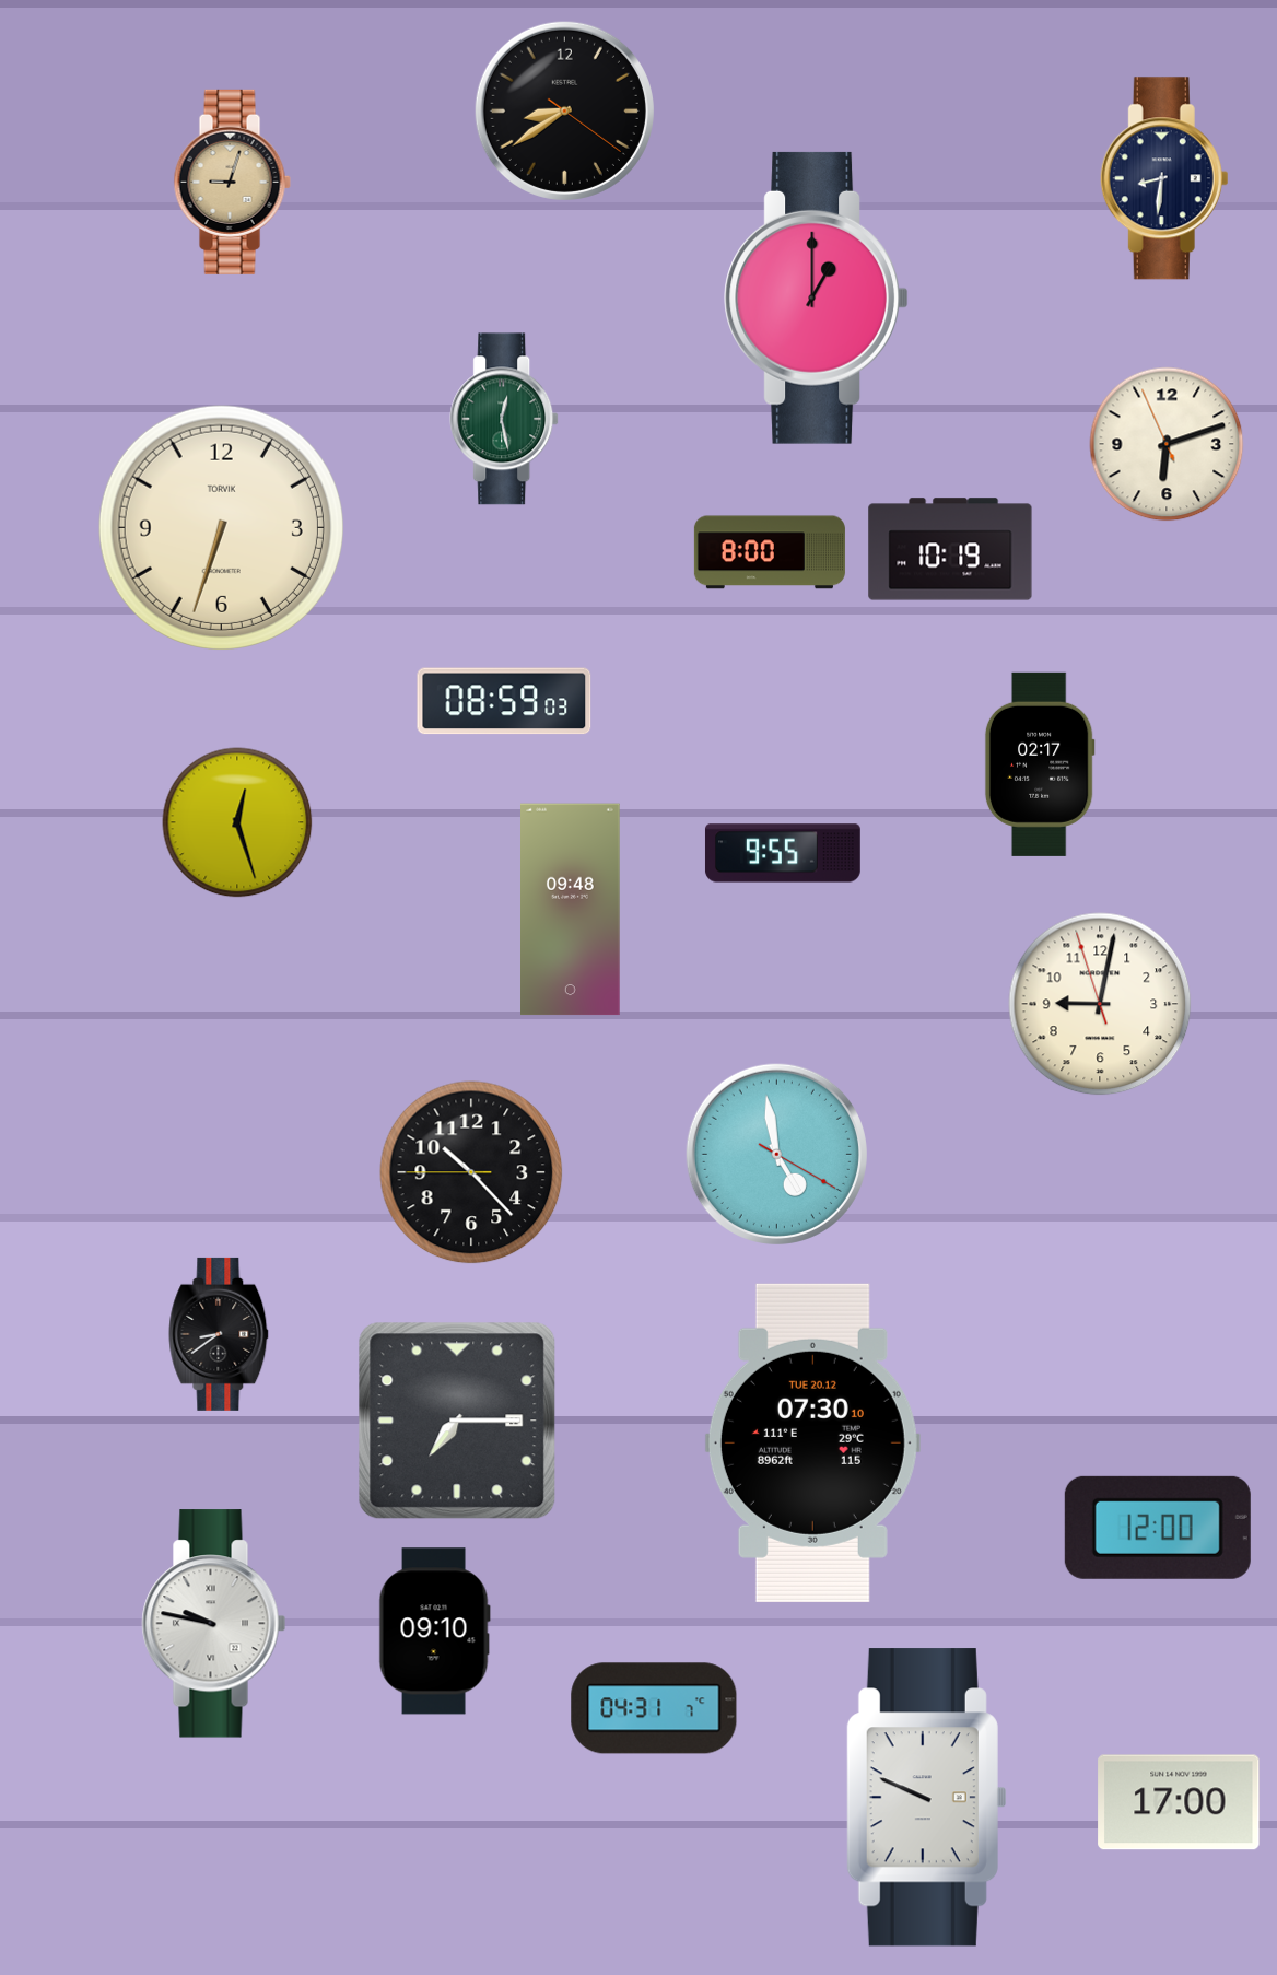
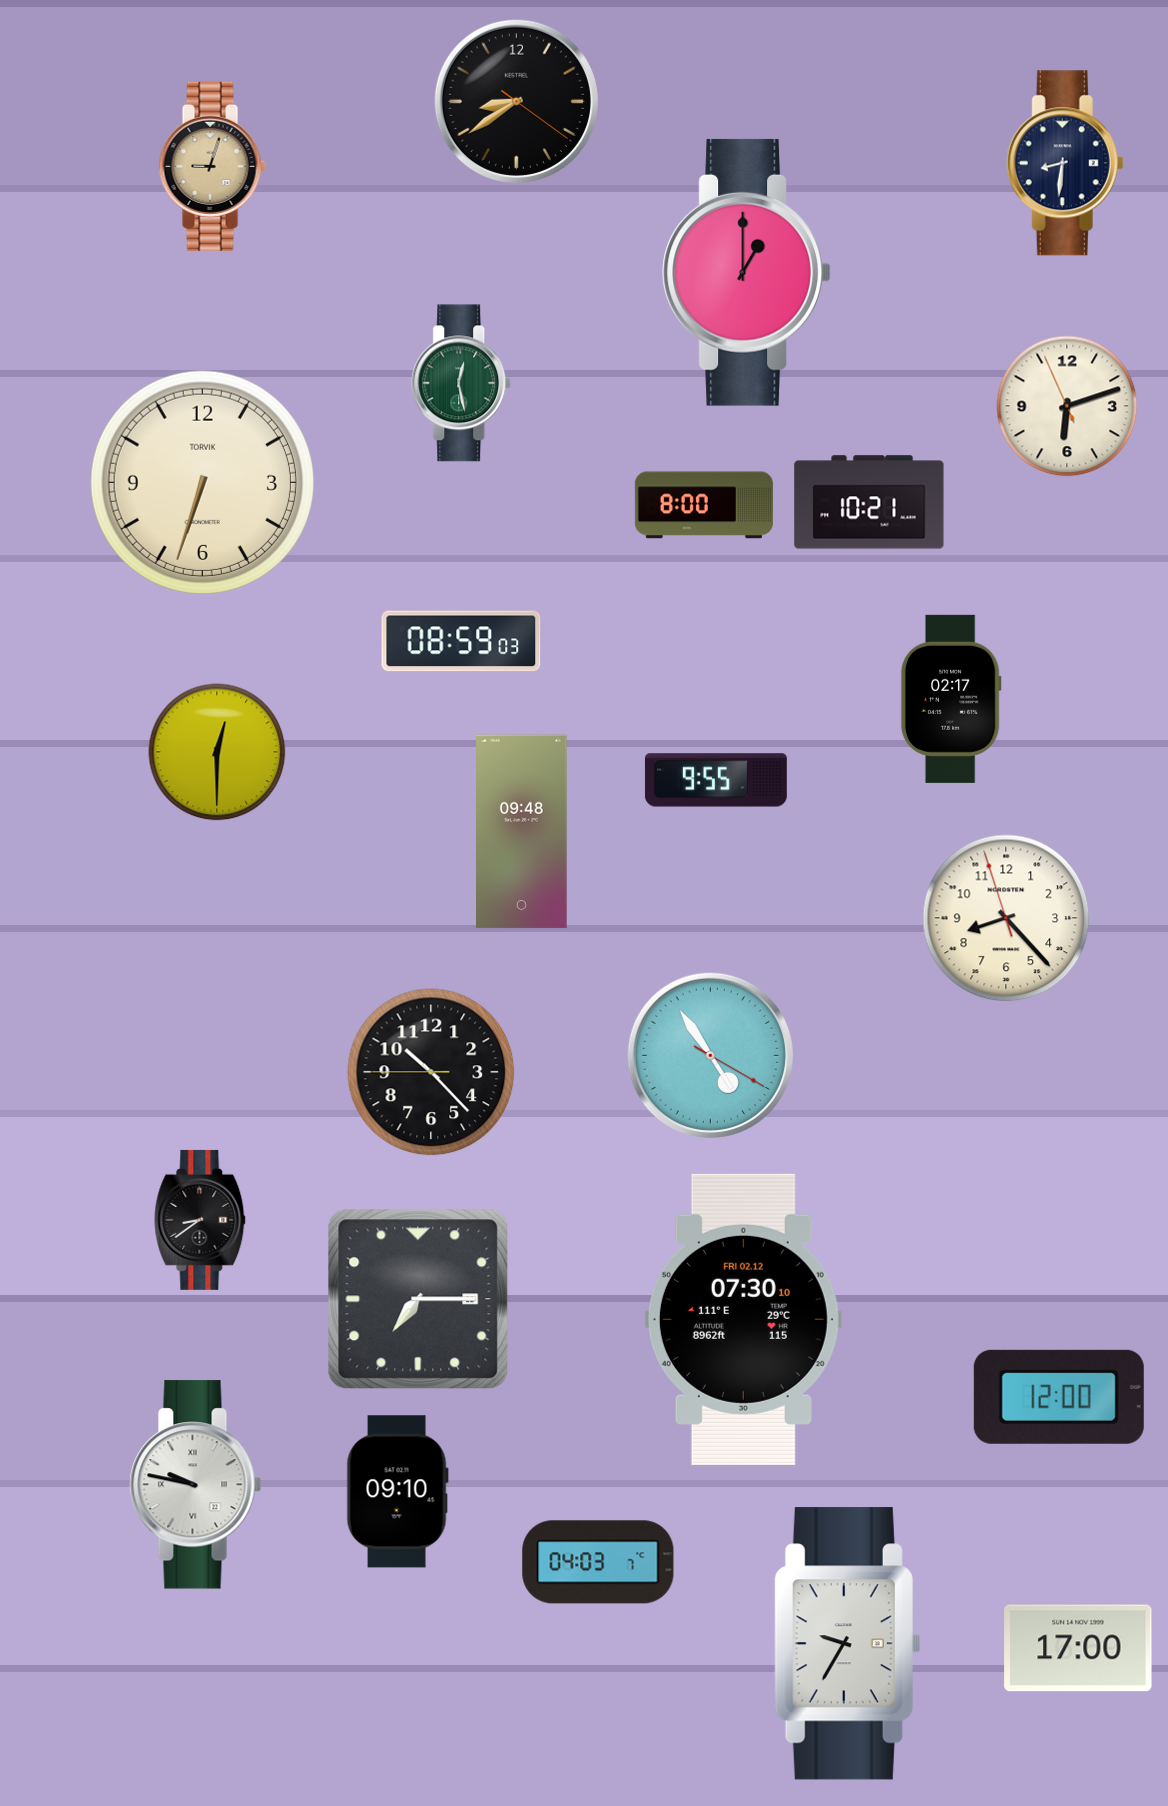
clock at (950, 549): 10:19 -> 10:21
clock at (237, 822): 12:27 -> 12:30
clock at (1100, 1004): 9:01 -> 8:22
clock at (776, 1154): 4:58 -> 4:54
clock at (812, 1442) date: TUE 20.12 -> FRI 02.12
clock at (654, 1708): 04:31 -> 04:03
clock at (926, 1798): 9:49 -> 9:35
